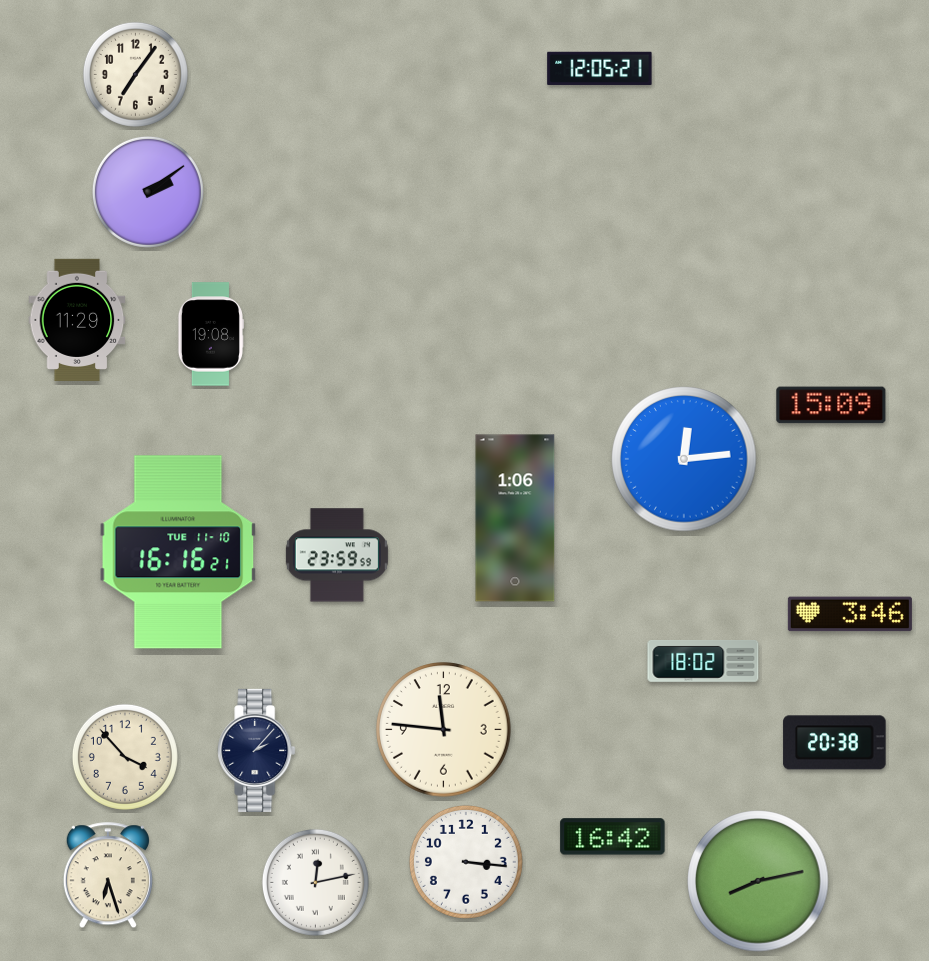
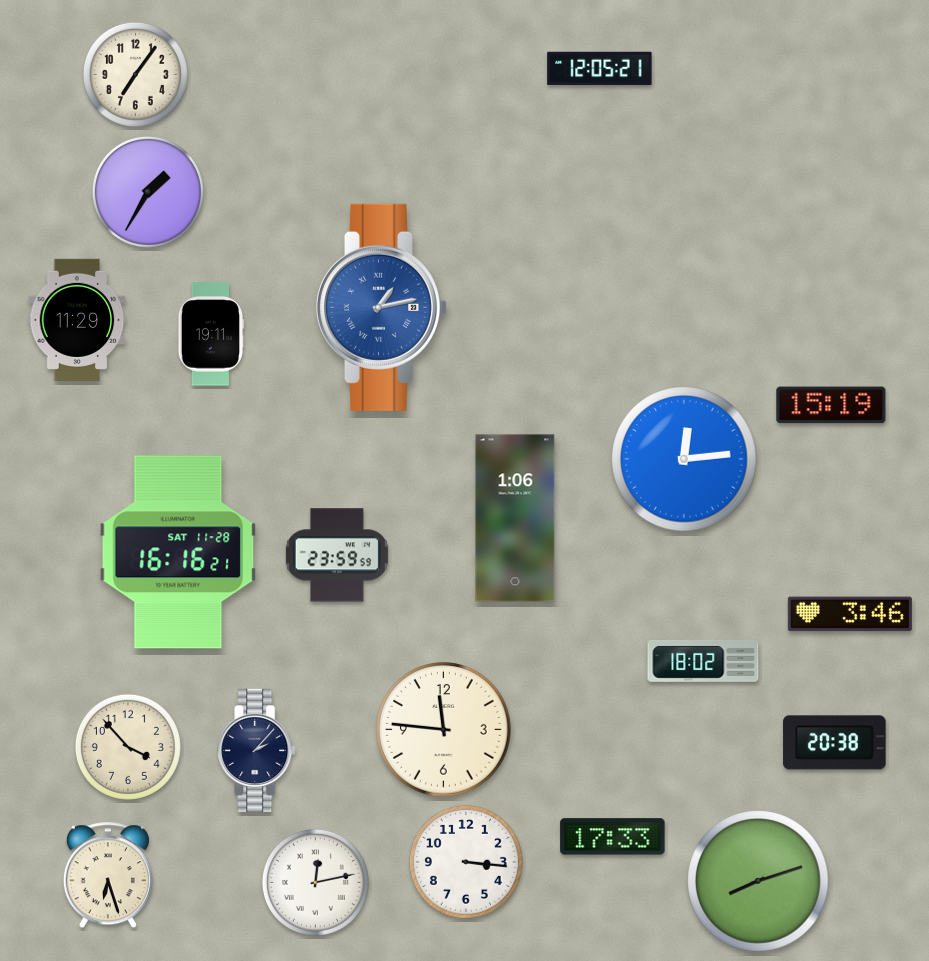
clock at (148, 192): 2:09 -> 1:35
clock at (381, 307): none -> 1:13
clock at (210, 334): 19:08 -> 19:11
clock at (831, 405): 15:09 -> 15:19
clock at (178, 552) date: TUE 11-10 -> SAT 11-28
clock at (125, 757) position: (125, 757) -> (128, 747)
clock at (613, 837): 16:42 -> 17:33
clock at (758, 881): 8:13 -> 8:12
